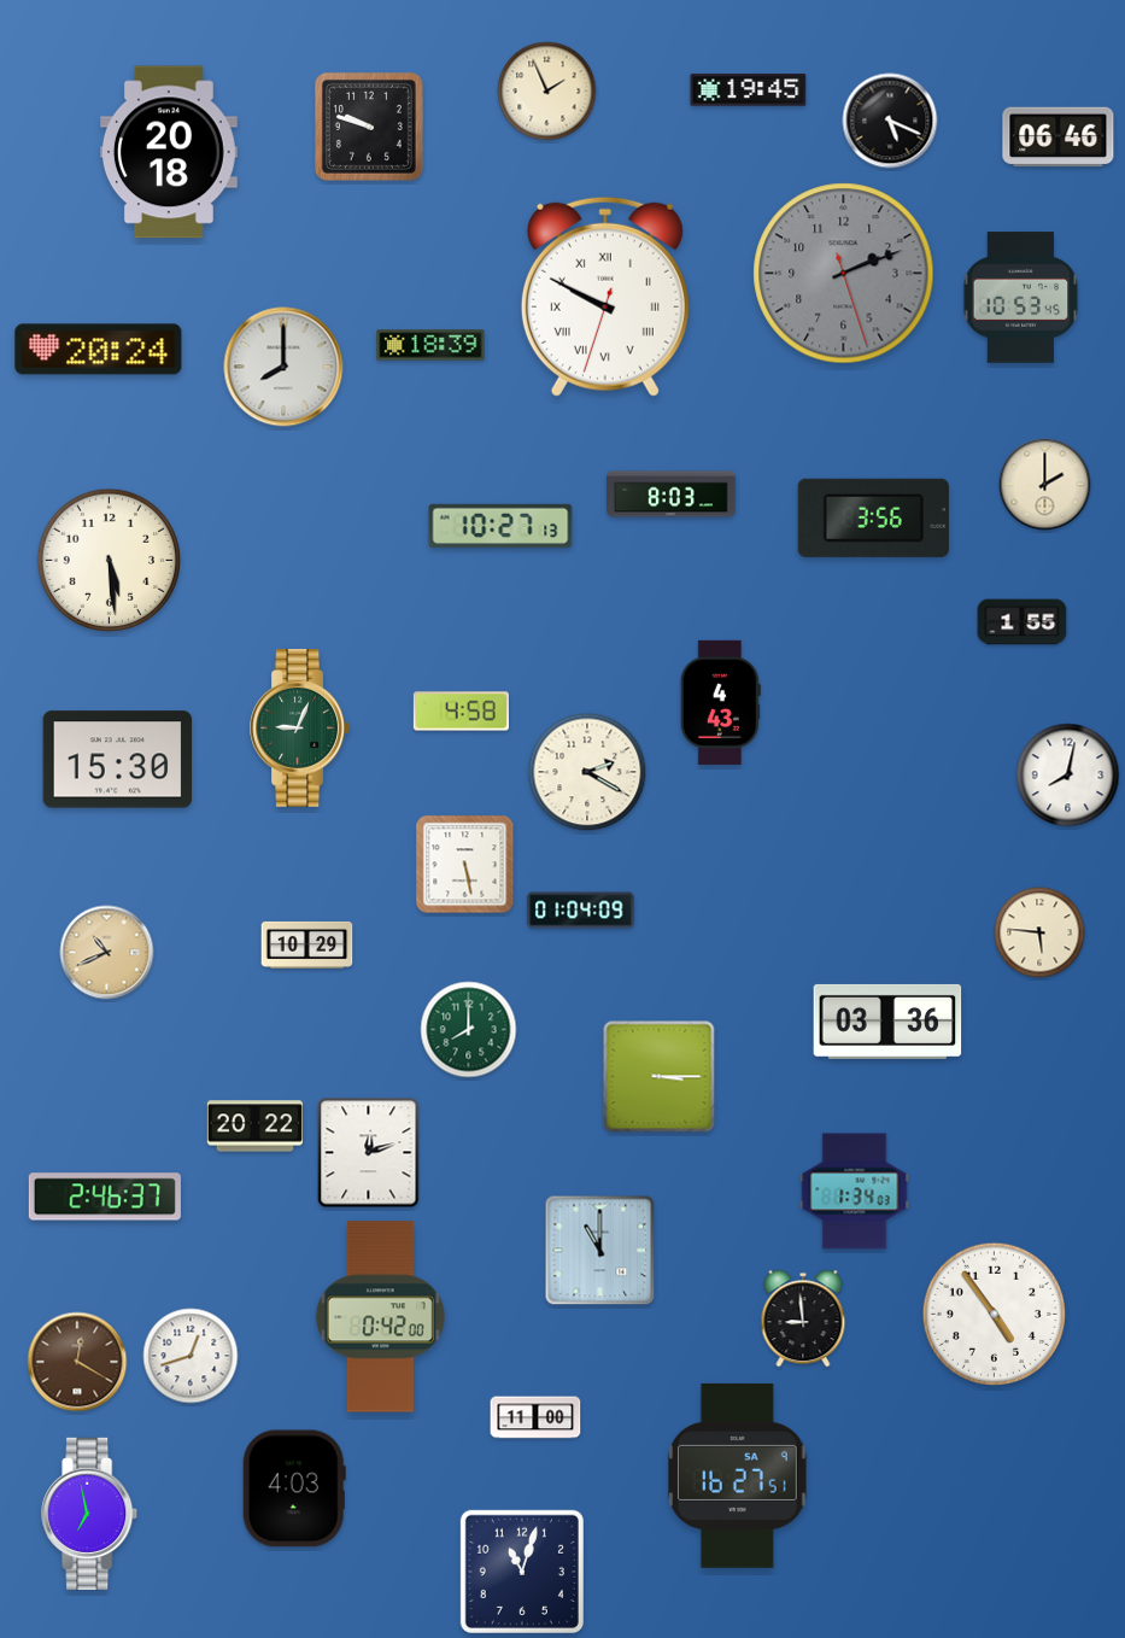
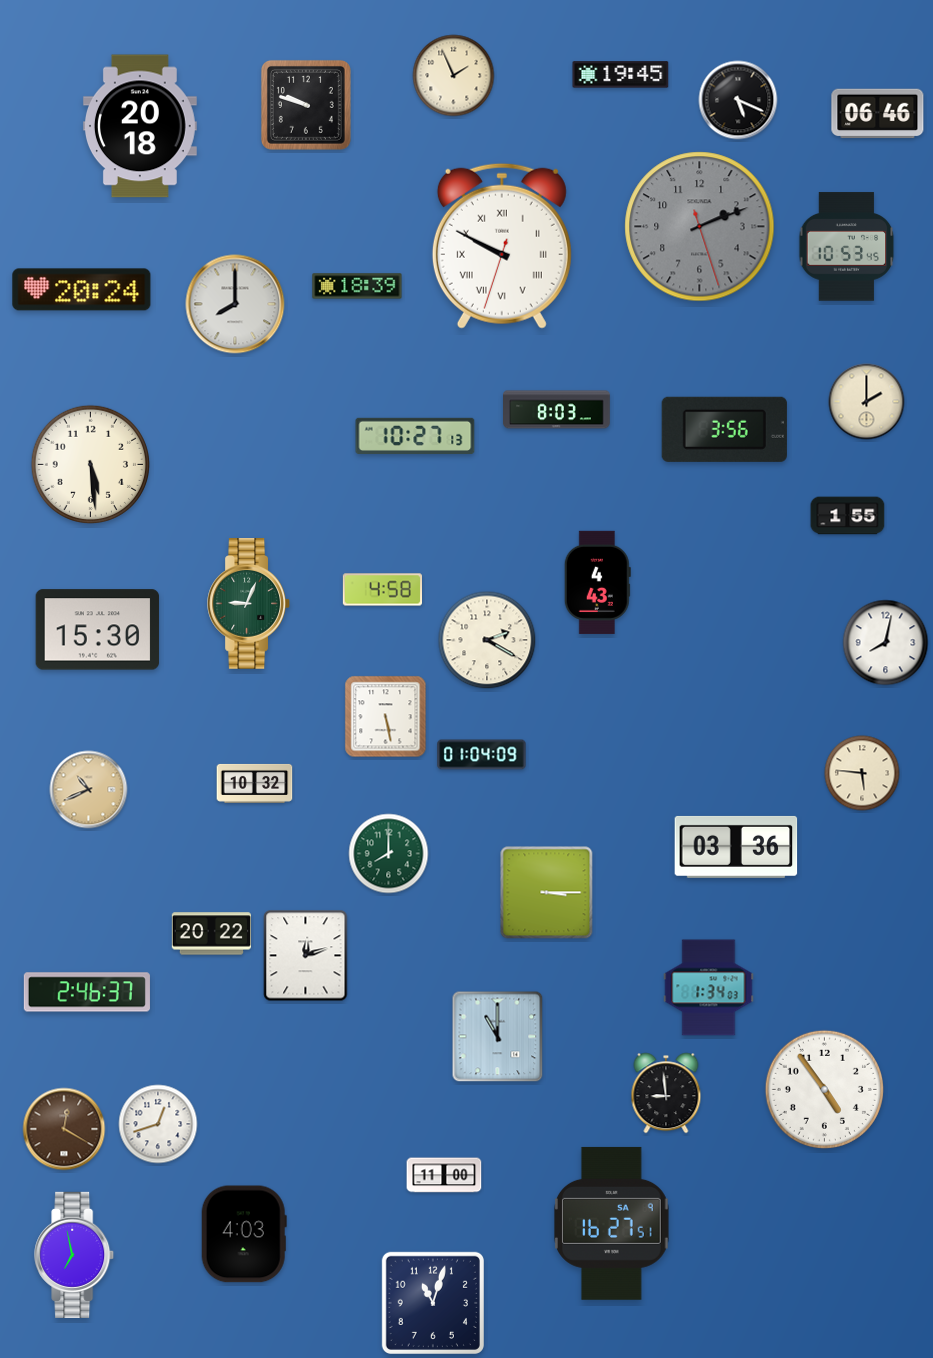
clock at (307, 944): 10:29 -> 10:32
clock at (380, 1317): 0:42 -> none
